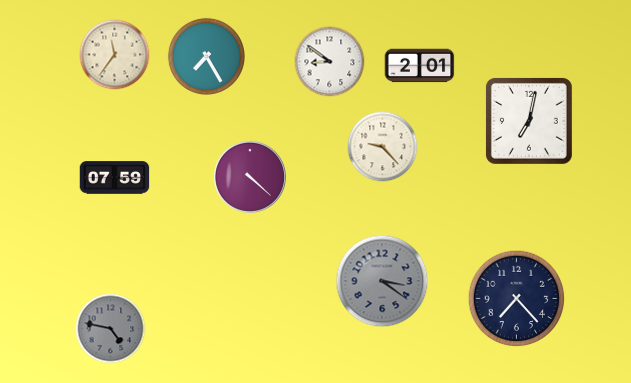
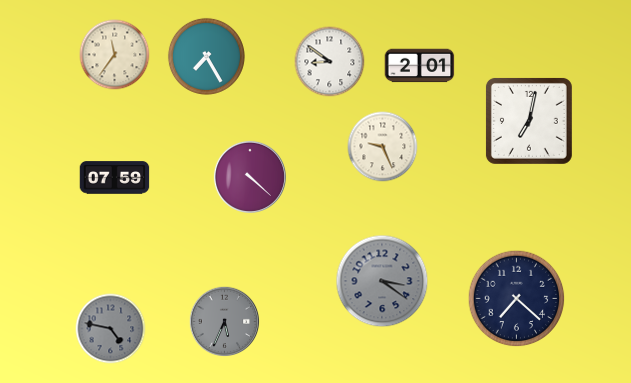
clock at (383, 147): 9:23 -> 9:26
clock at (517, 299): 7:23 -> 7:22
clock at (225, 322): none -> 5:34
